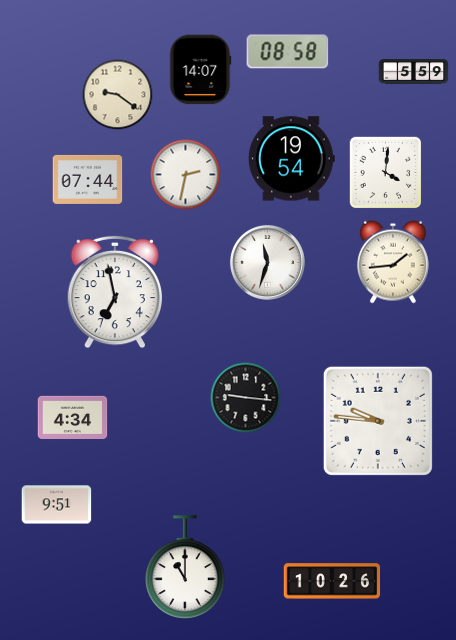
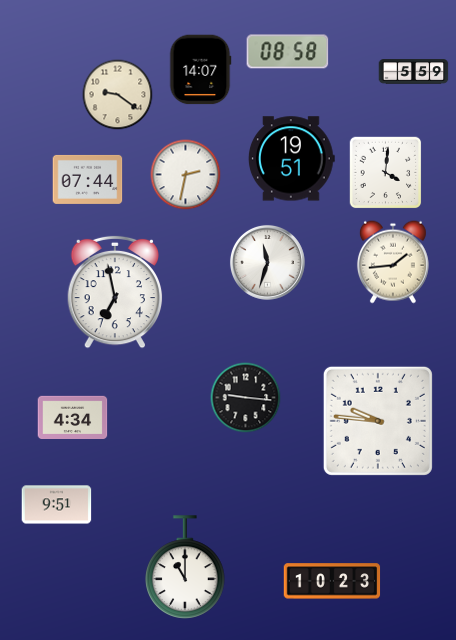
clock at (291, 159): 19:54 -> 19:51
clock at (332, 581): 10:26 -> 10:23
